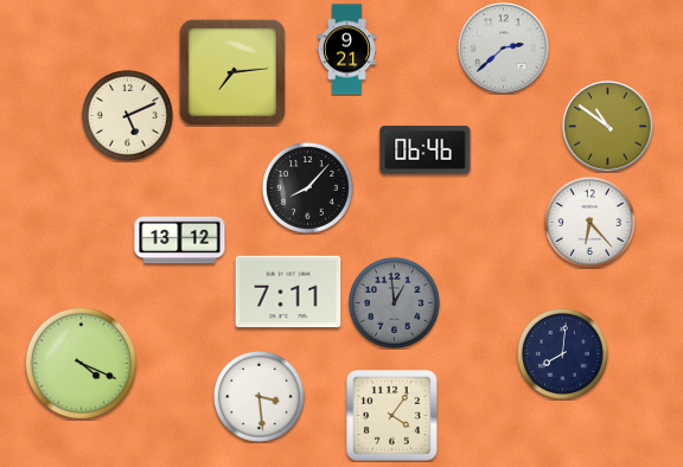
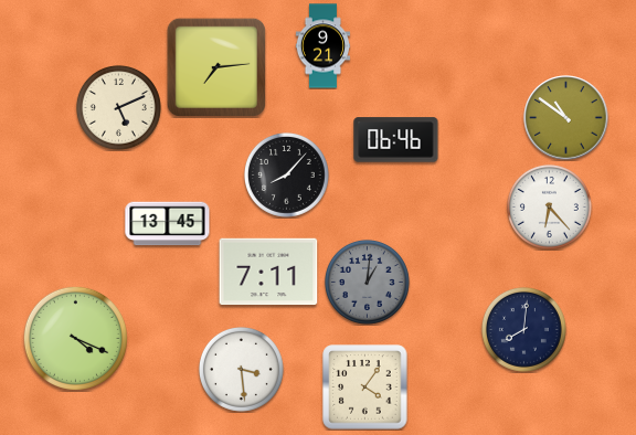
clock at (504, 49): 2:38 -> none
clock at (180, 241): 13:12 -> 13:45
clock at (394, 302): 12:59 -> 1:01
